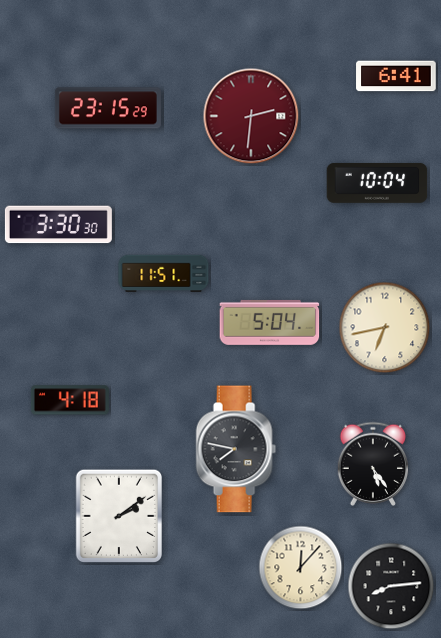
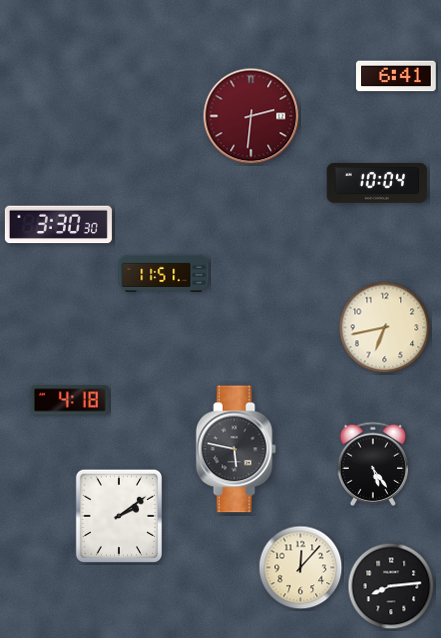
clock at (108, 108): 23:15 -> none
clock at (270, 322): 5:04 -> none
clock at (236, 449): 7:47 -> 5:47
